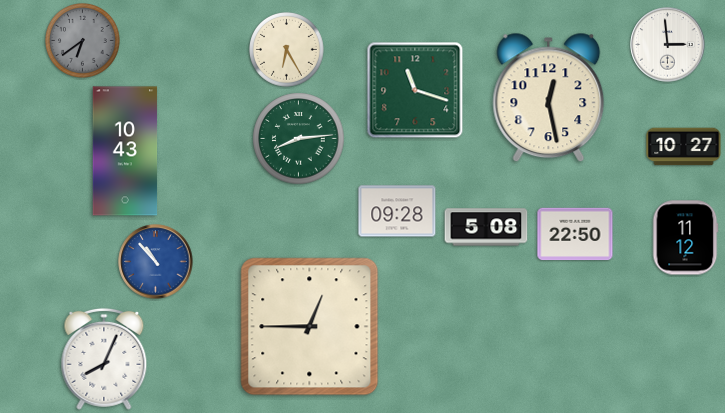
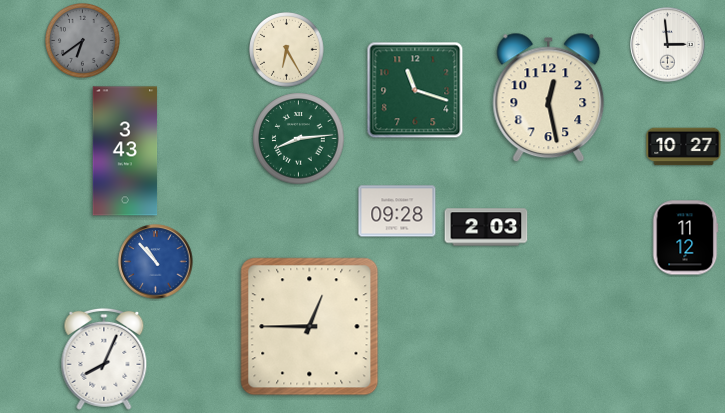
clock at (125, 151): 10:43 -> 3:43
clock at (486, 227): 5:08 -> 2:03
clock at (575, 234): 22:50 -> none
